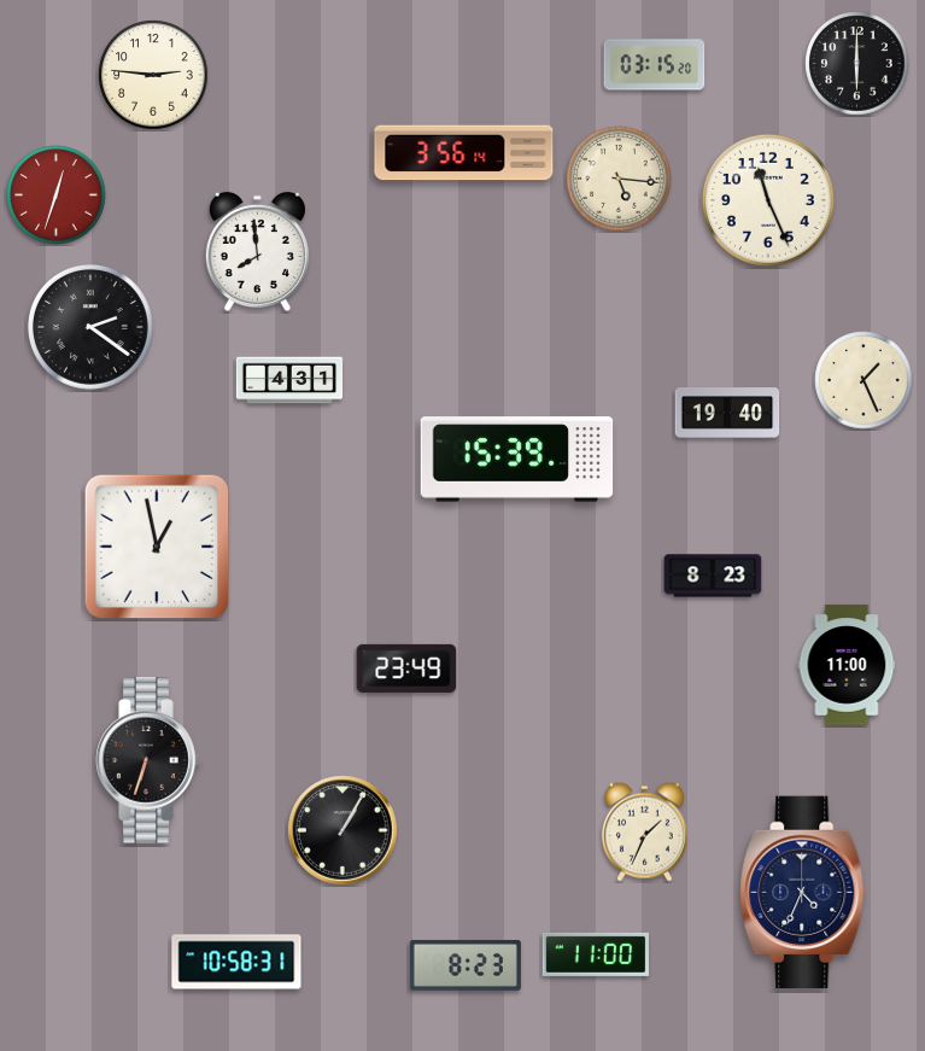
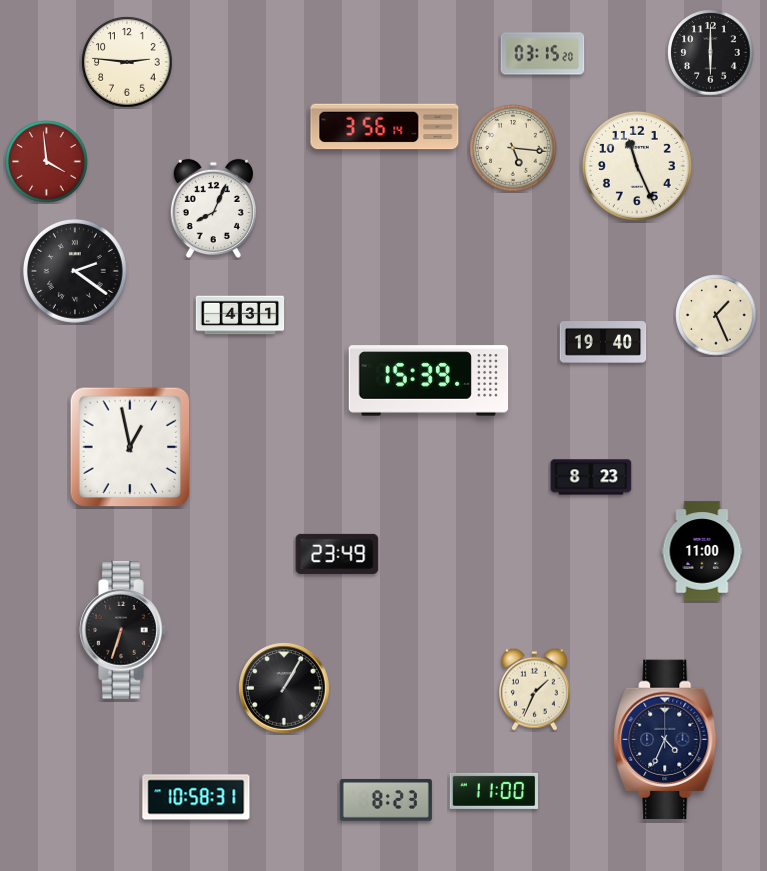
clock at (57, 195): 12:33 -> 3:59
clock at (257, 252): 7:59 -> 8:04
clock at (157, 547) position: (157, 547) -> (130, 447)
